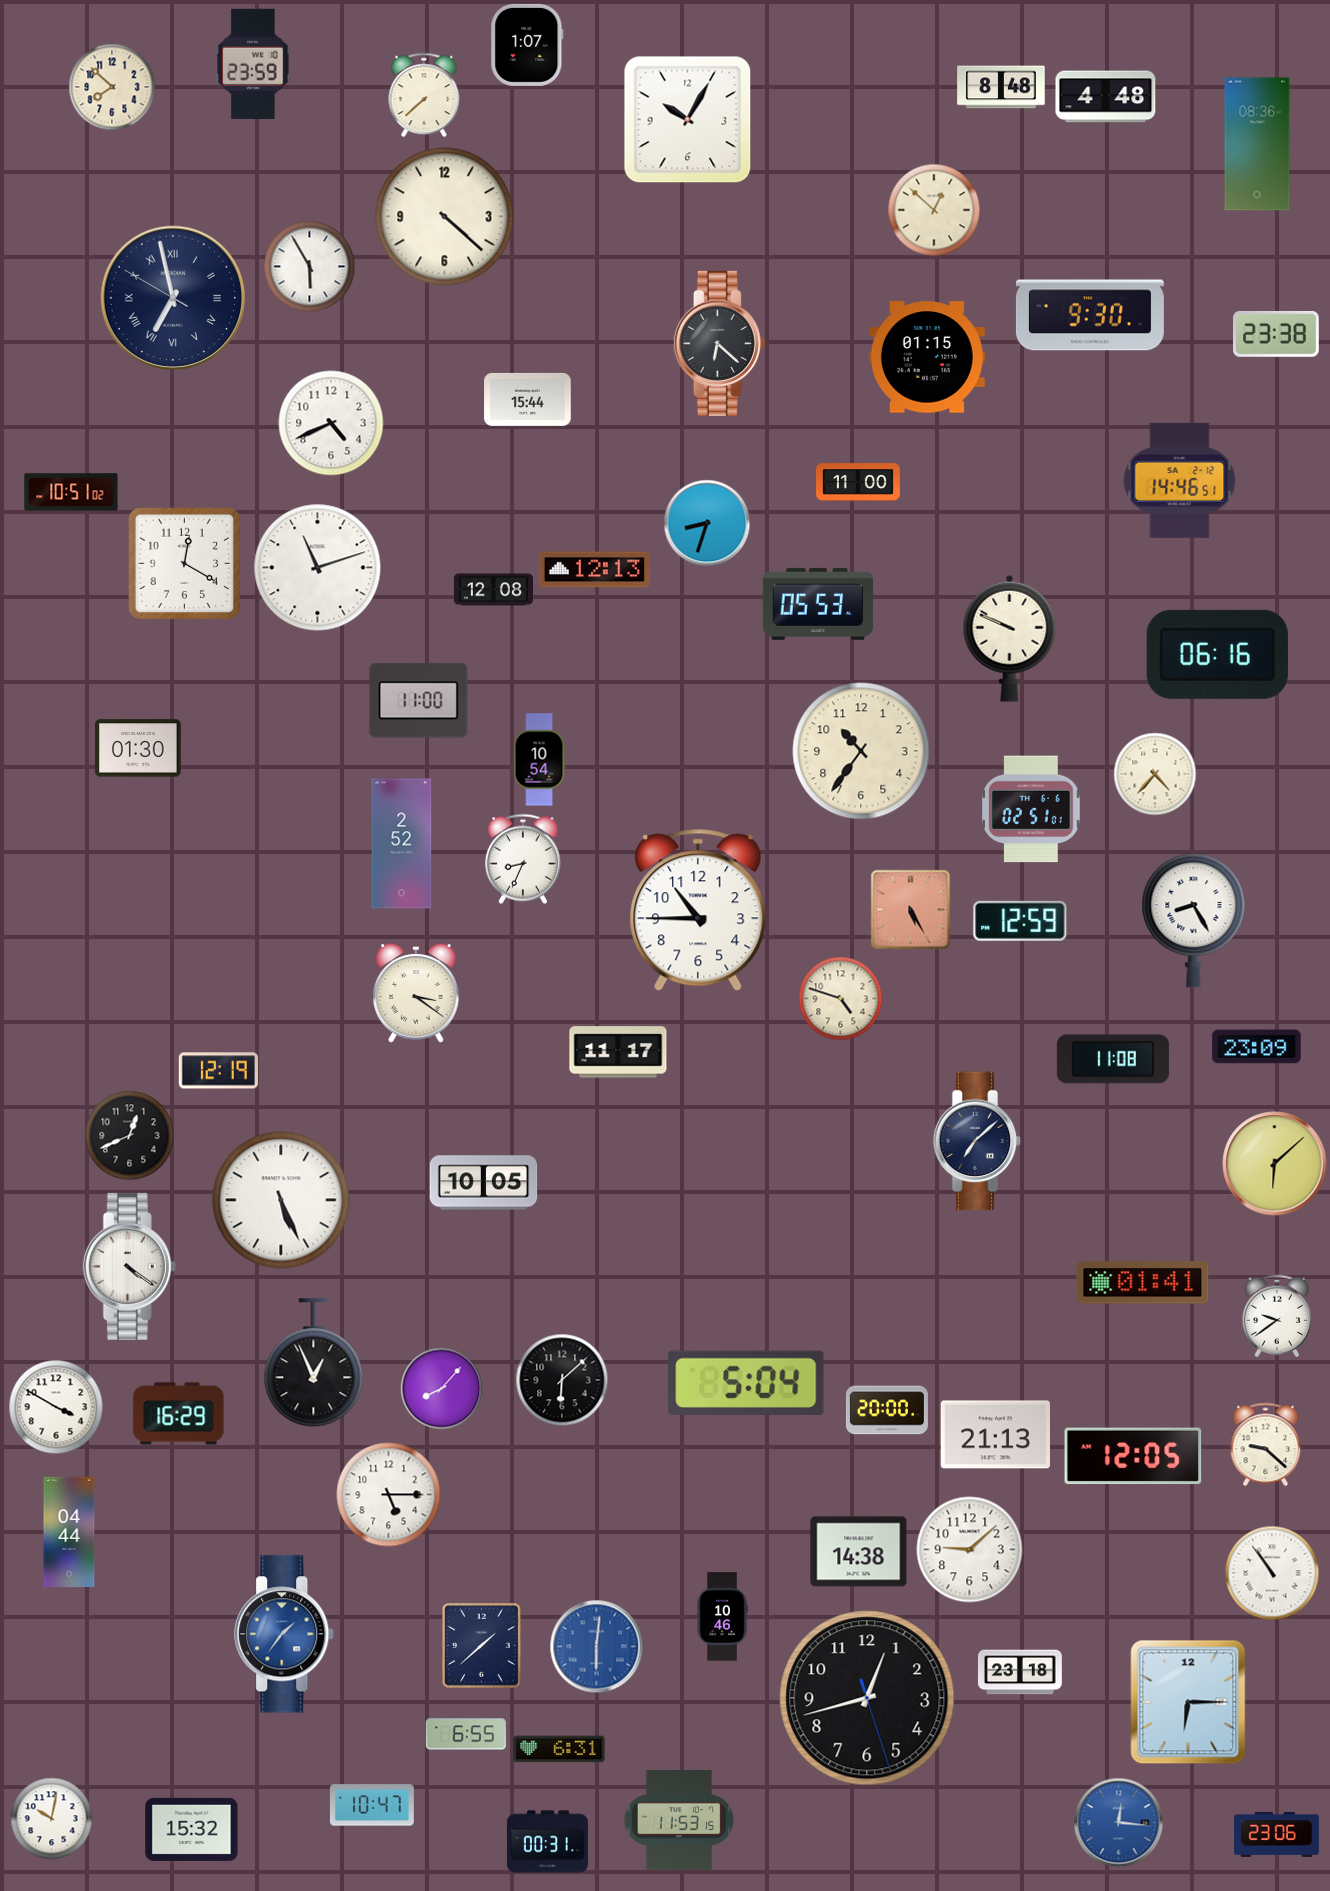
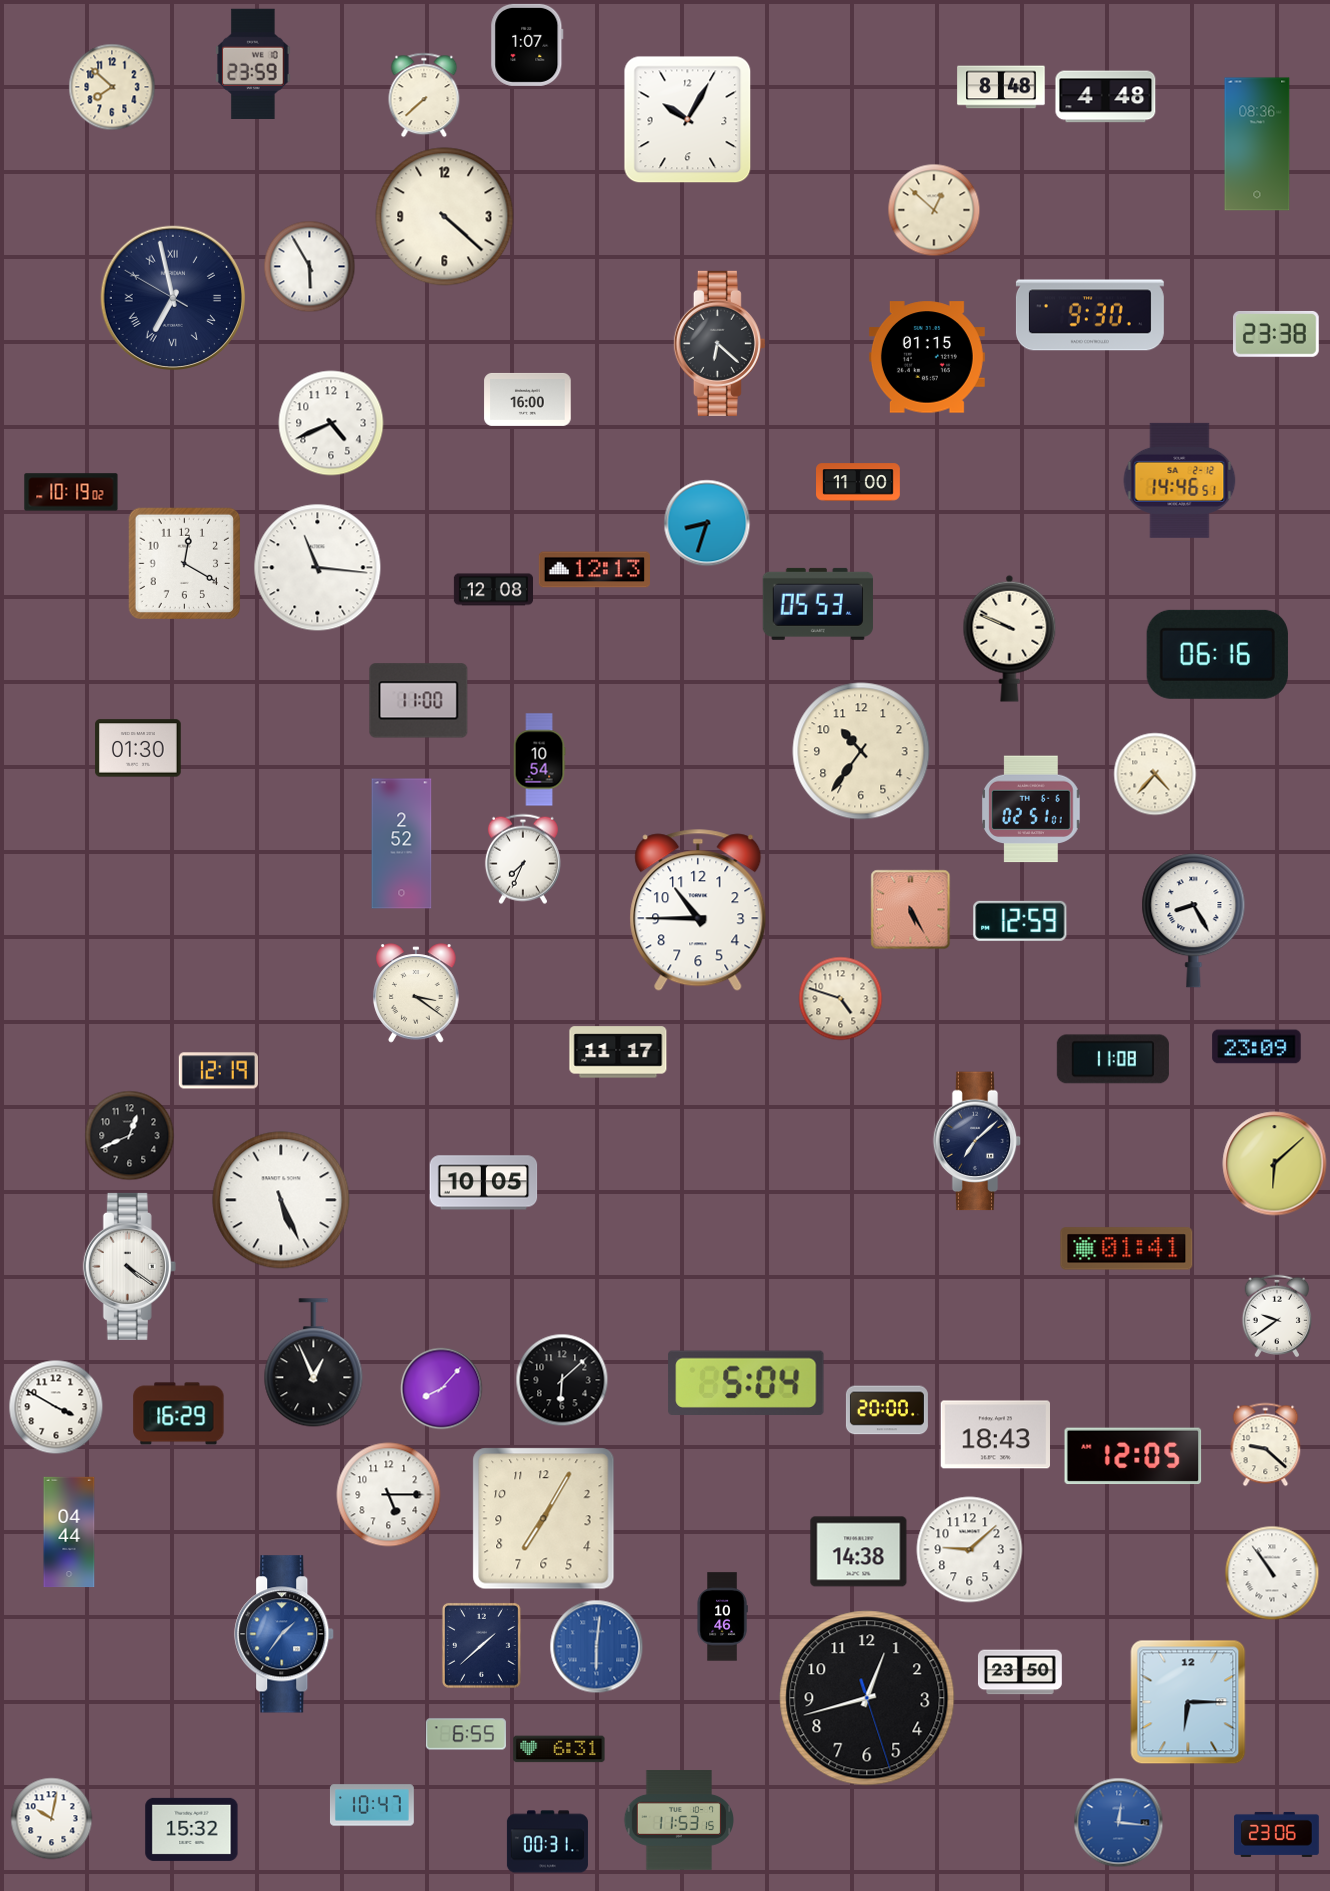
clock at (528, 399): 15:44 -> 16:00
clock at (71, 492): 10:51 -> 10:19
clock at (318, 568): 11:12 -> 11:16
clock at (523, 859): 8:34 -> 7:34
clock at (1143, 1283) position: (1143, 1283) -> (1127, 1249)
clock at (995, 1435): 21:13 -> 18:43
clock at (544, 1519): none -> 7:05
clock at (1020, 1672): 23:18 -> 23:50
